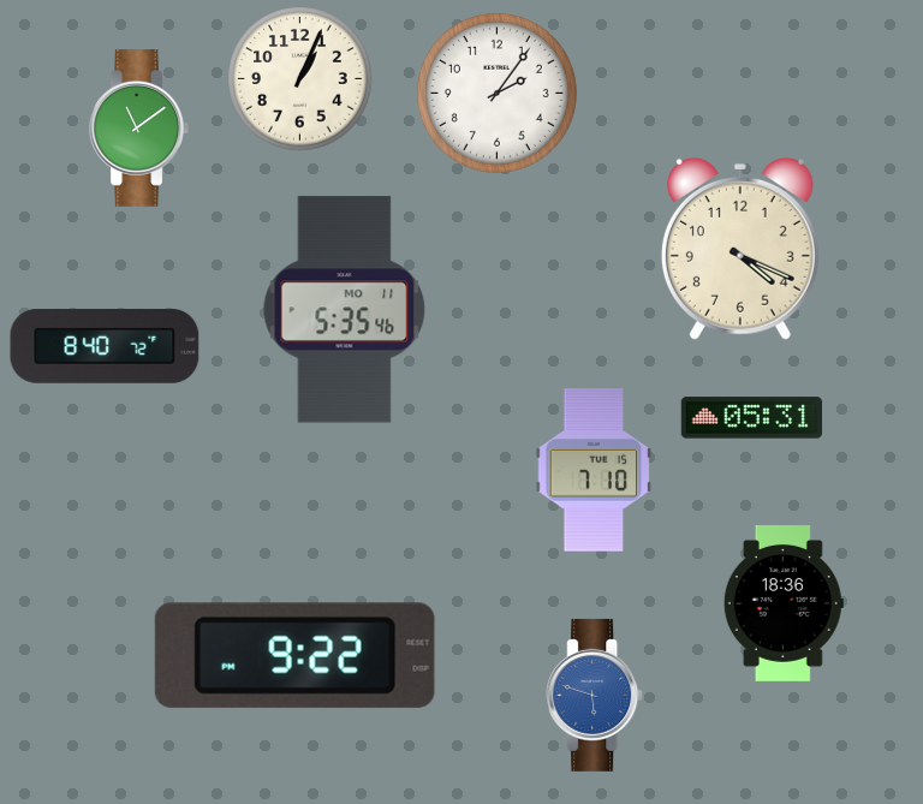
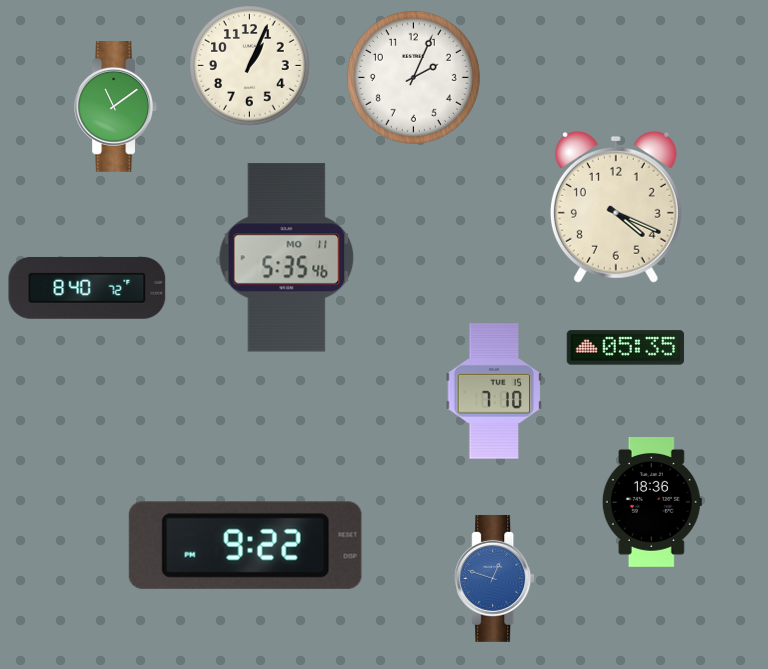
clock at (496, 93): 2:06 -> 2:04
clock at (752, 418): 05:31 -> 05:35
clock at (595, 695): 5:48 -> 12:48
